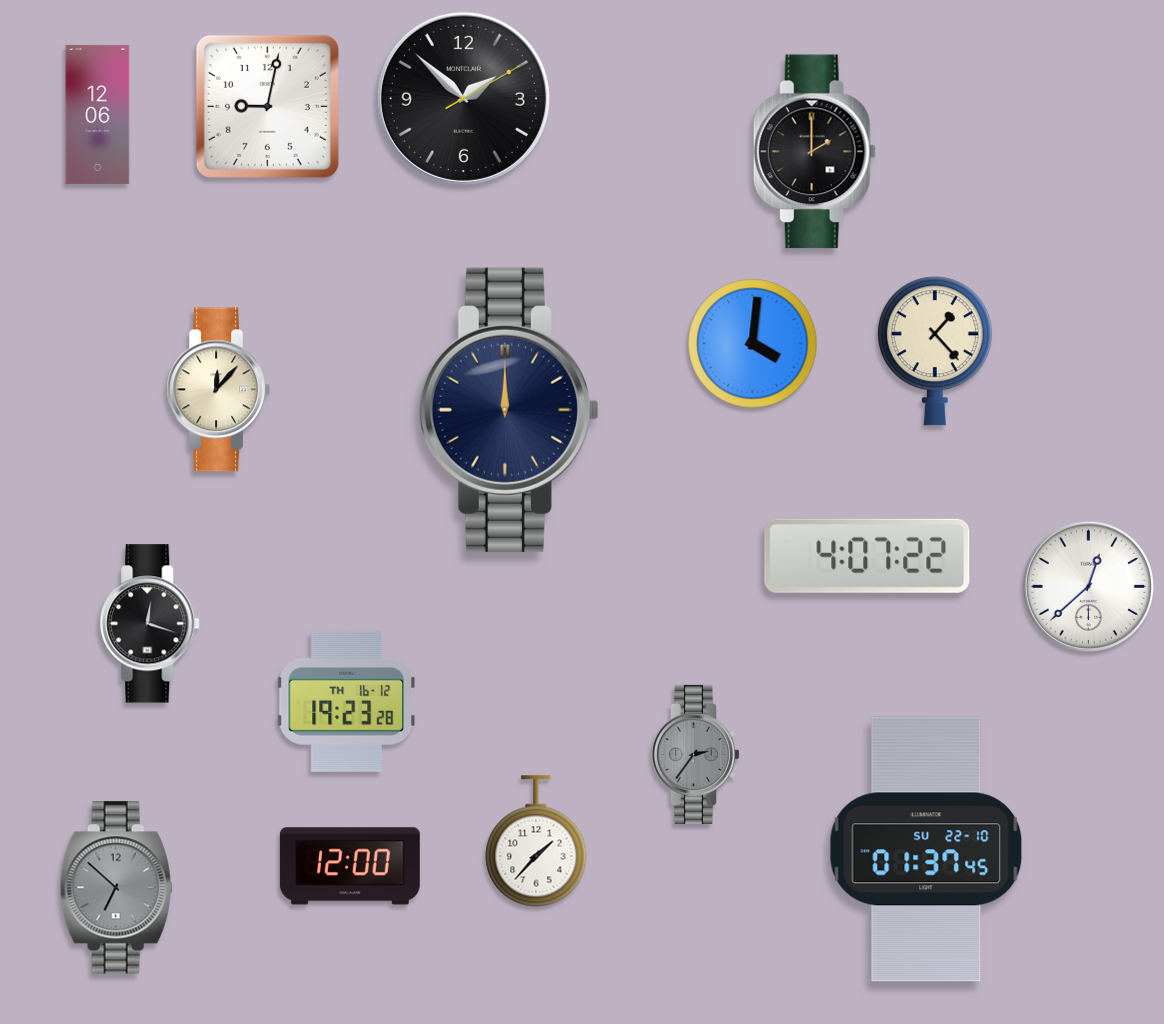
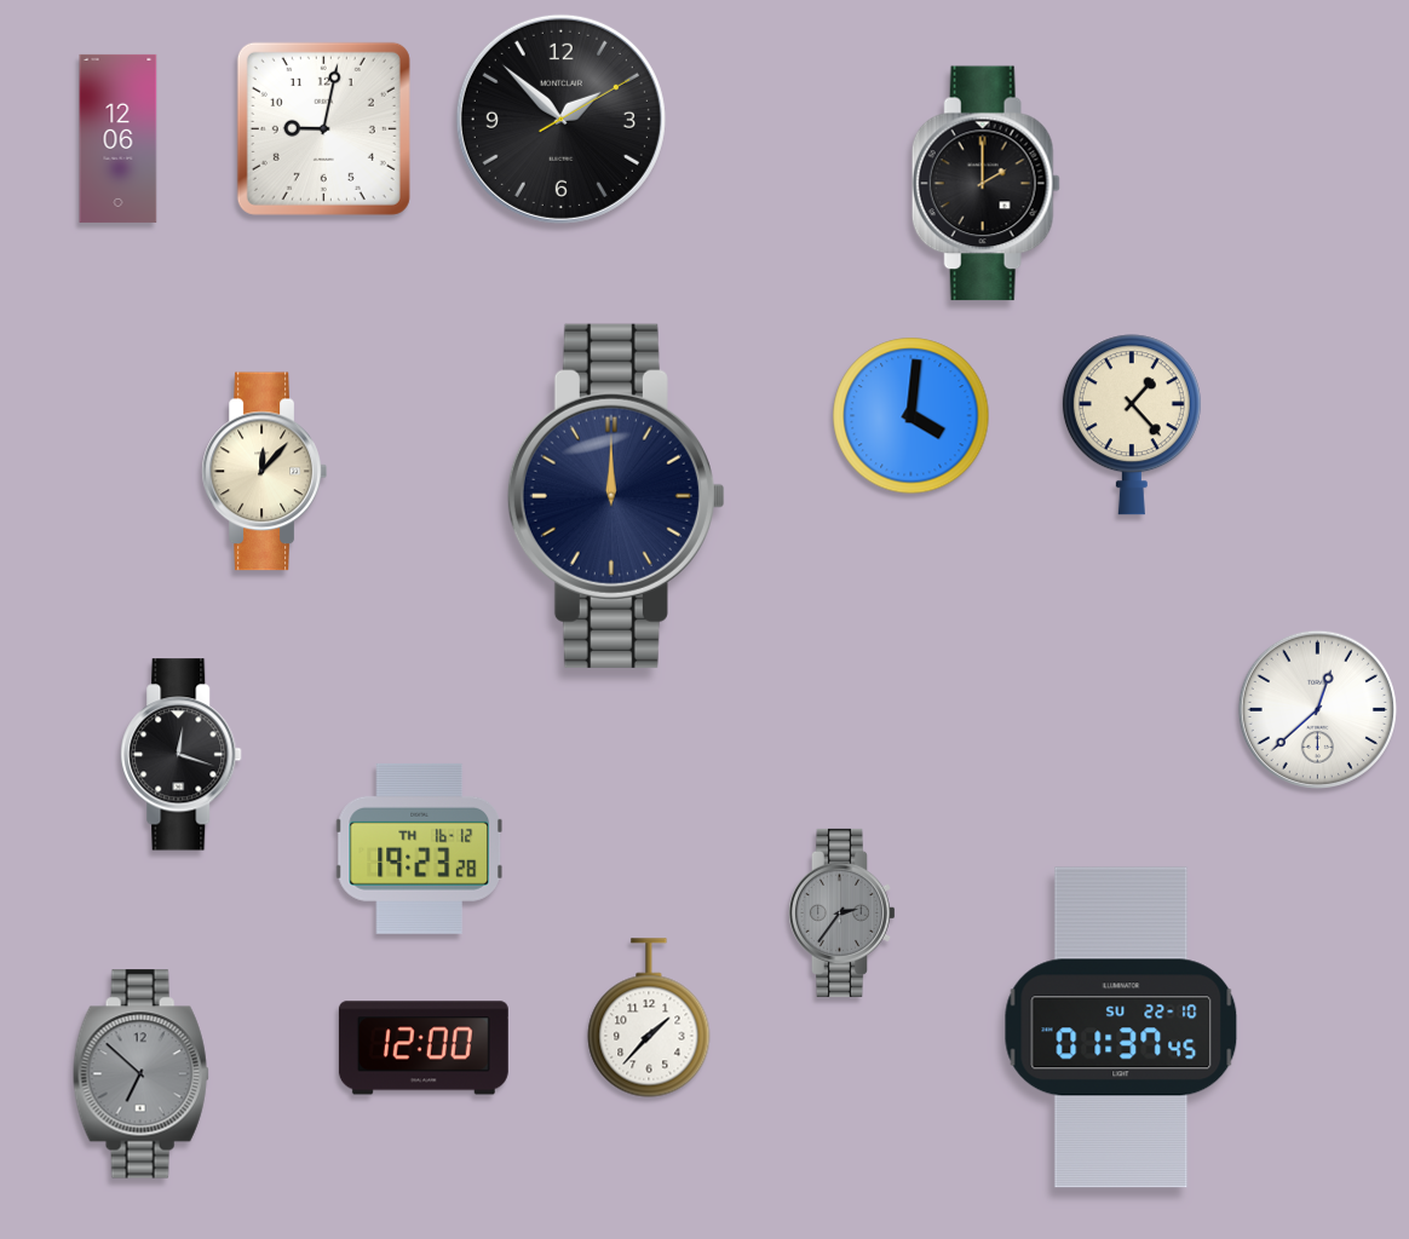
clock at (867, 556): 4:07 -> none
